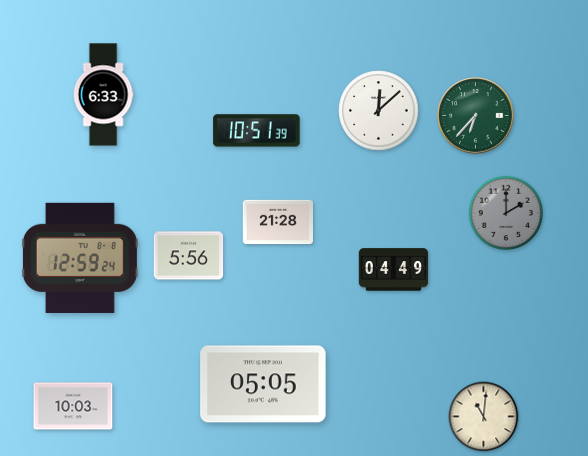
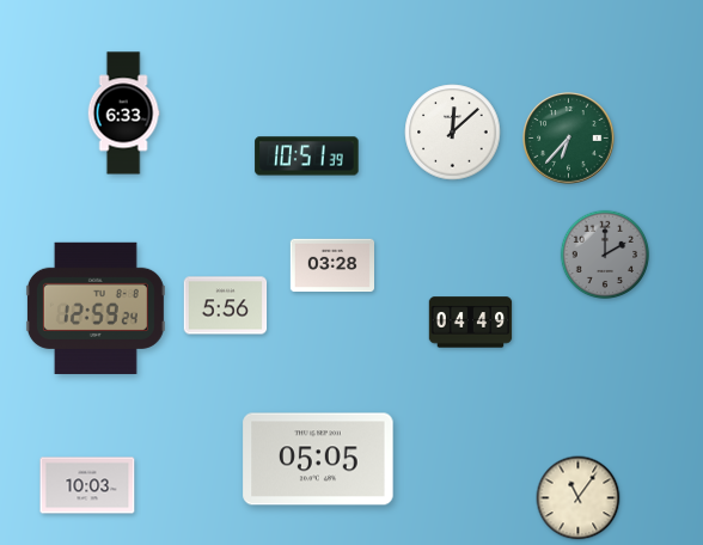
clock at (277, 222): 21:28 -> 03:28
clock at (263, 384) position: (263, 384) -> (318, 459)
clock at (484, 417): 11:01 -> 11:06
